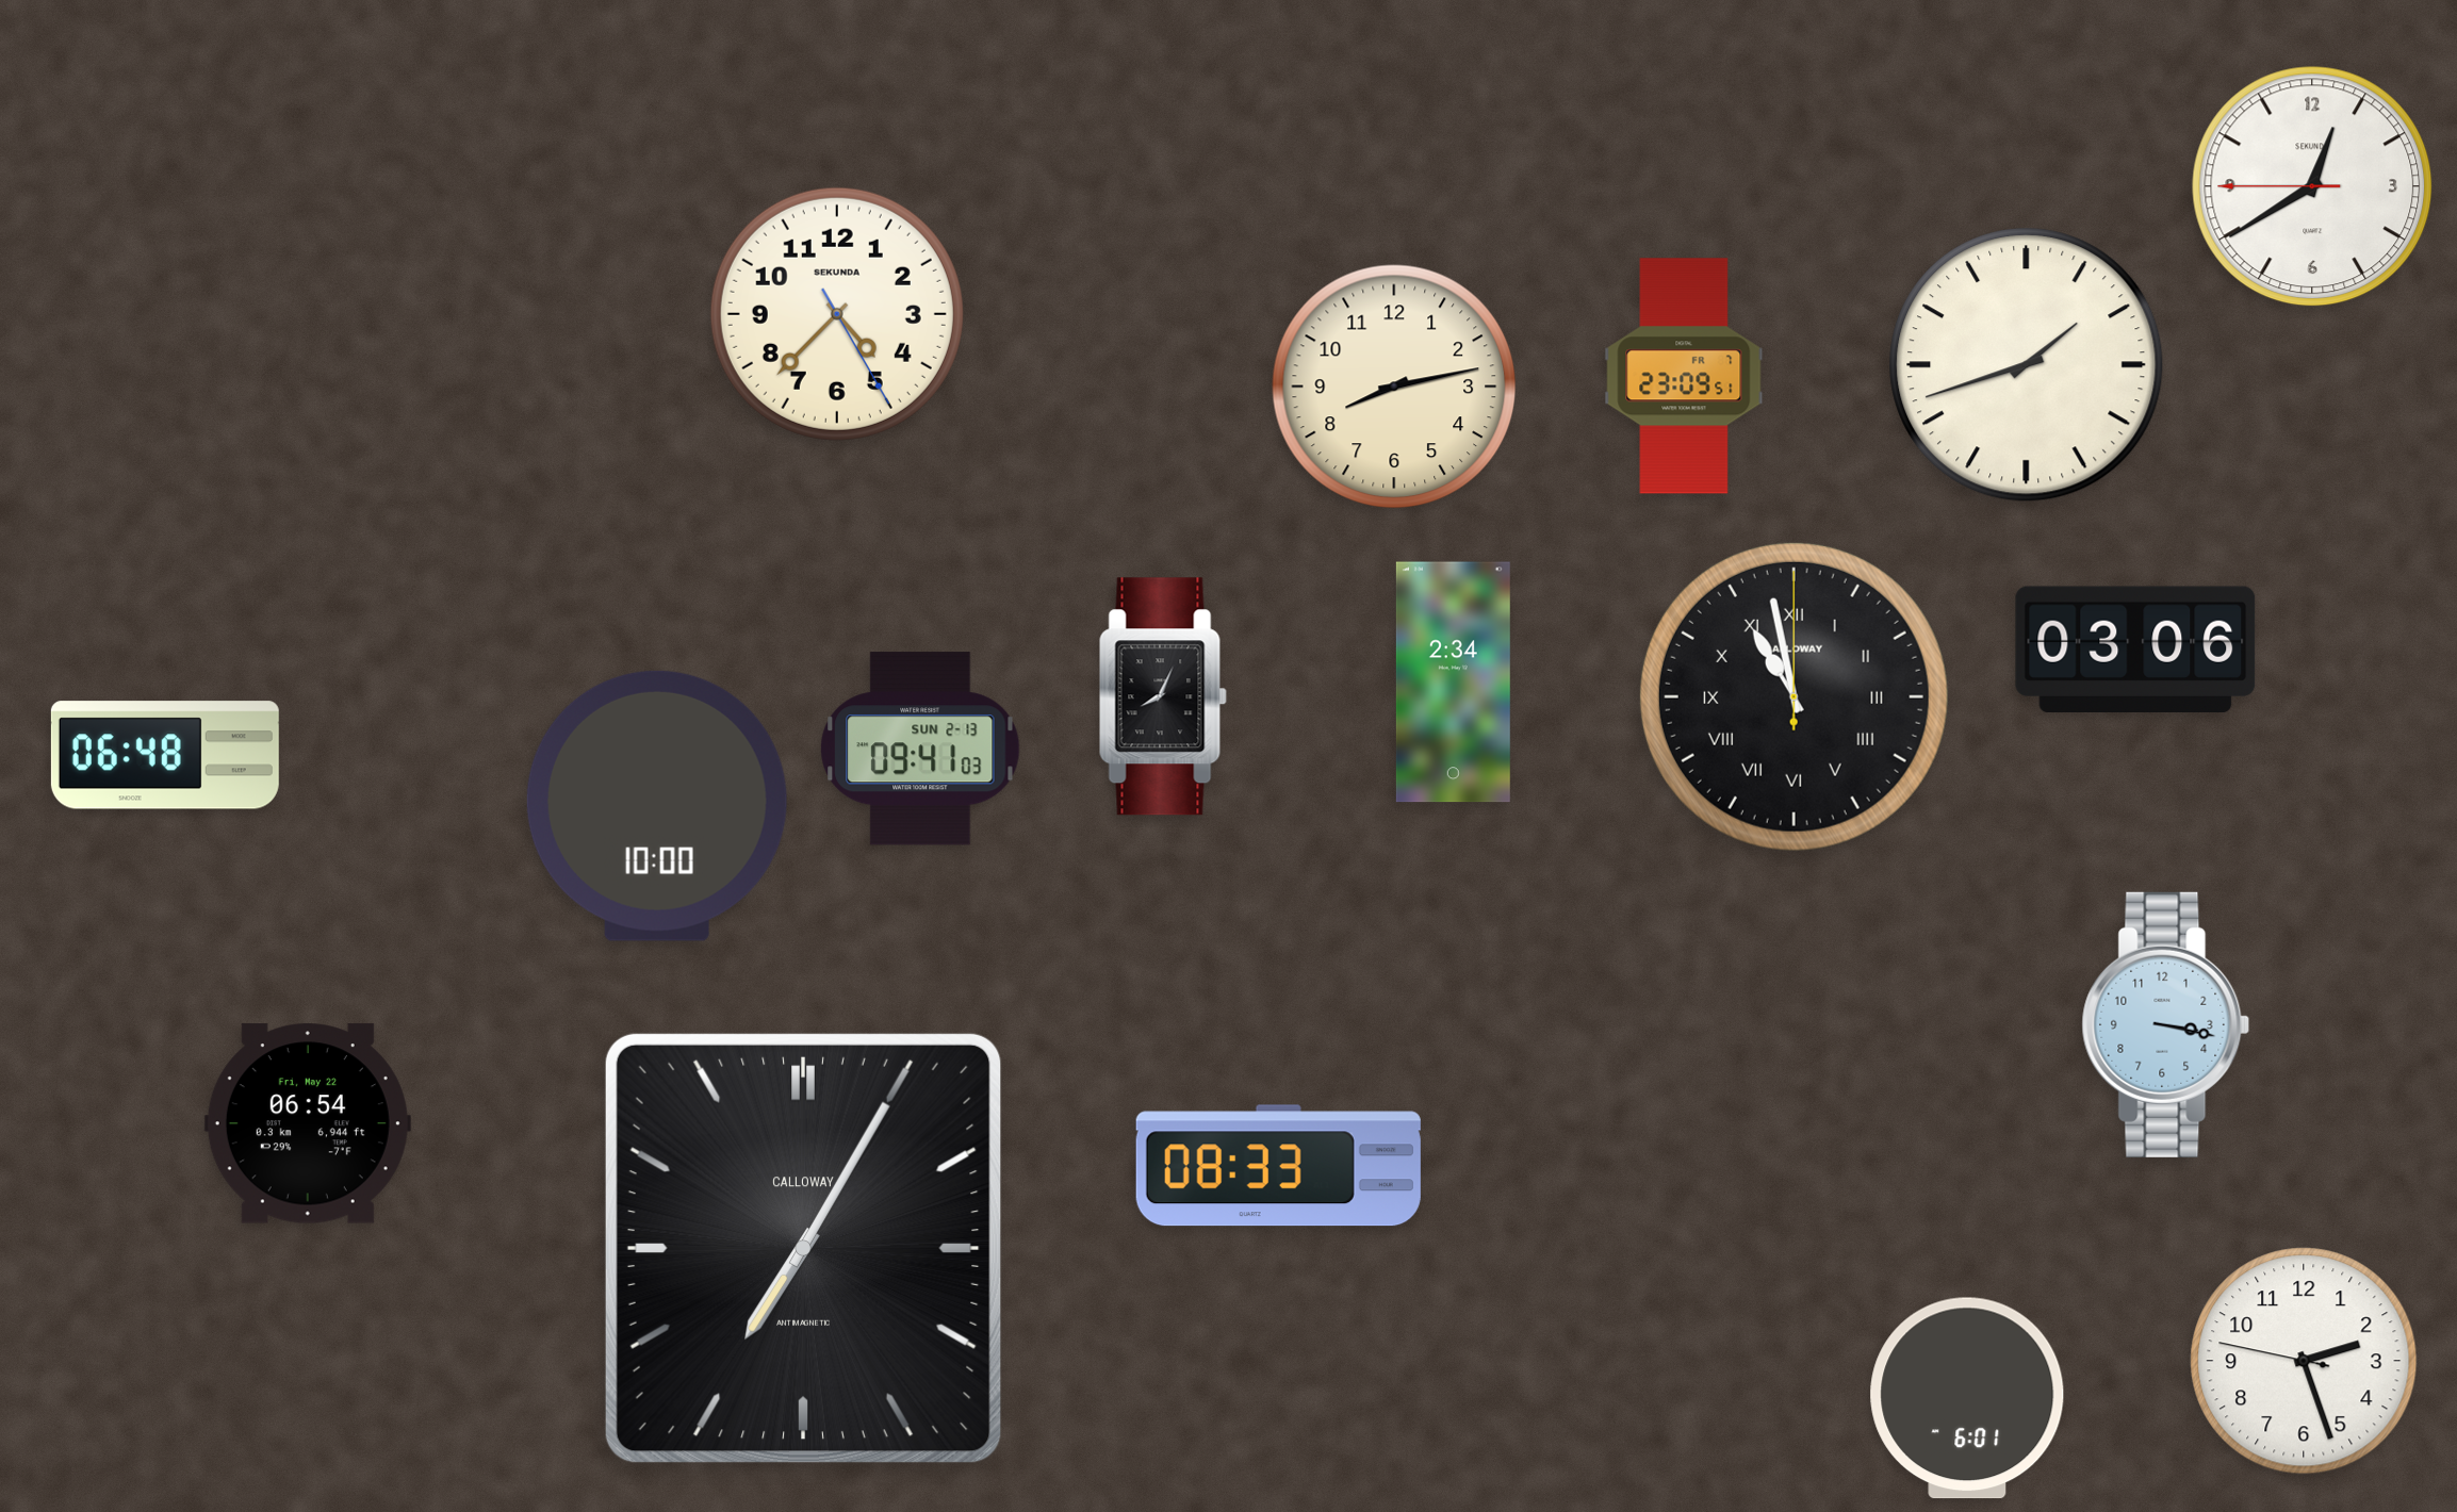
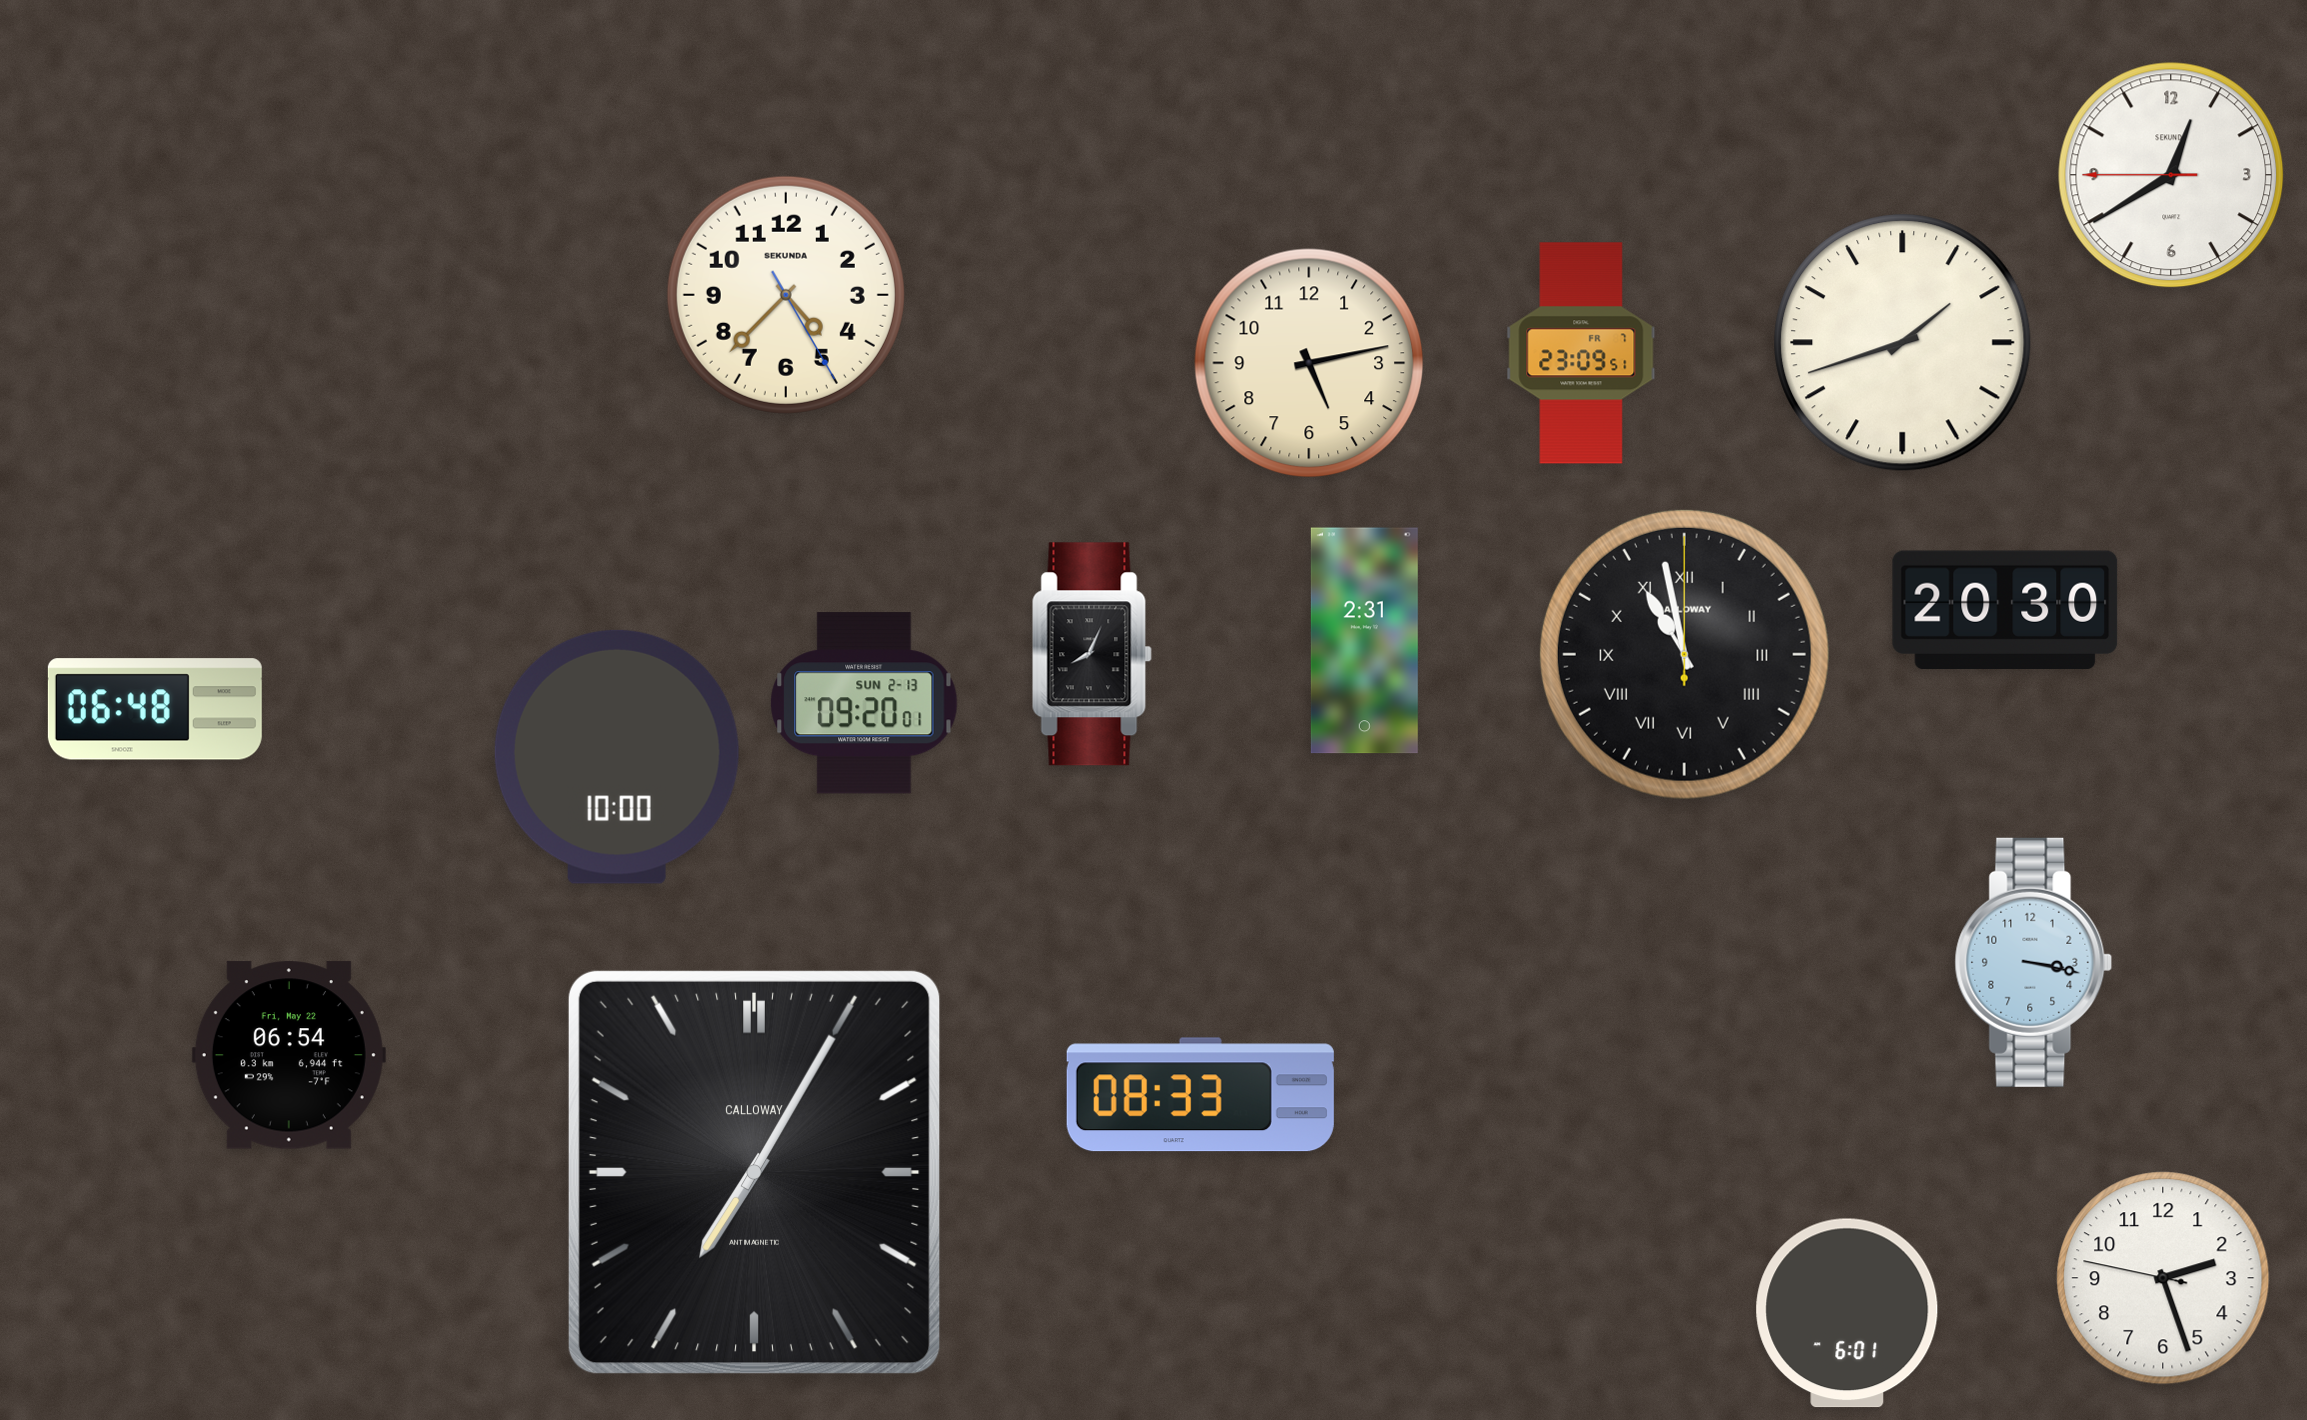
clock at (1394, 387): 8:13 -> 5:13
clock at (2135, 650): 03:06 -> 20:30
clock at (1453, 683): 2:34 -> 2:31
clock at (921, 749): 09:41 -> 09:20
